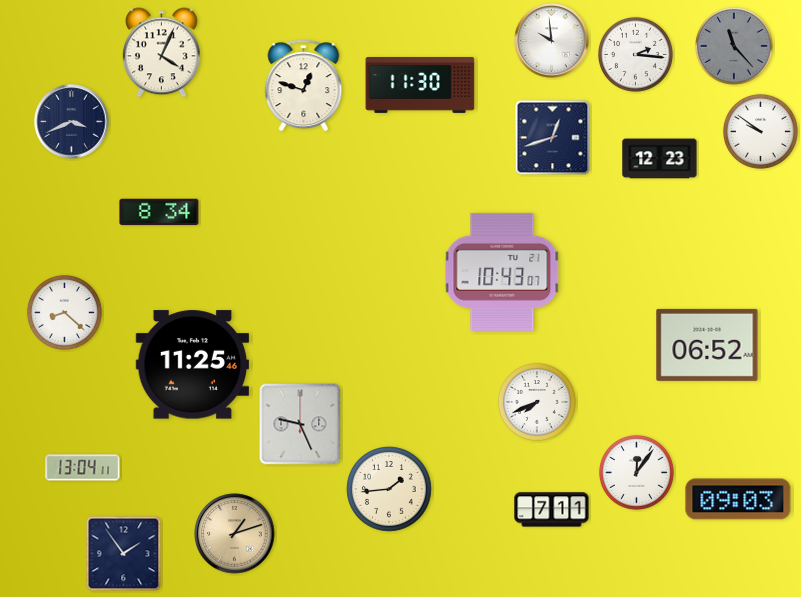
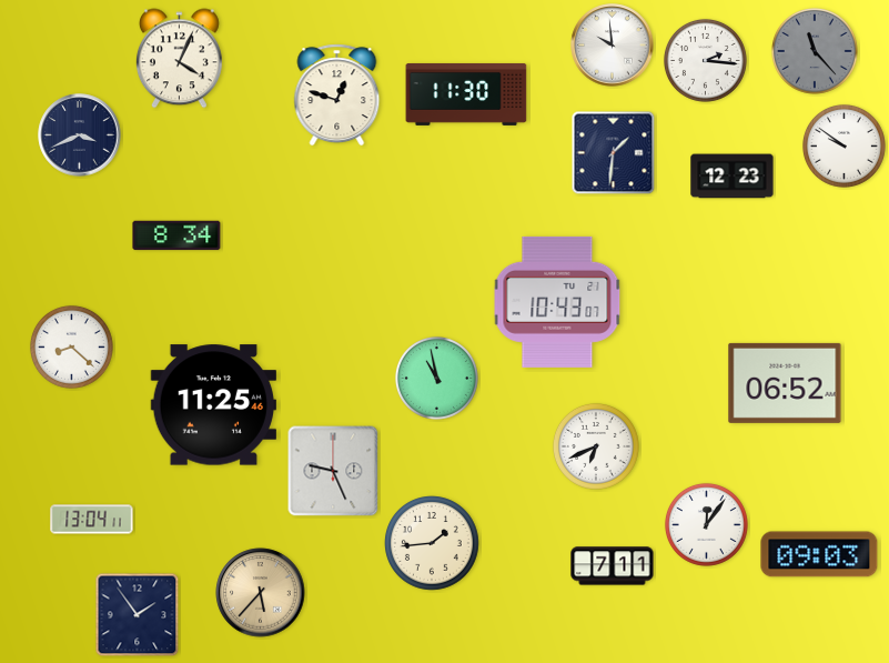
clock at (553, 138): 12:42 -> 1:31
clock at (436, 378): none -> 10:58
clock at (537, 402): 7:41 -> 6:41
clock at (235, 534): 1:12 -> 5:37
